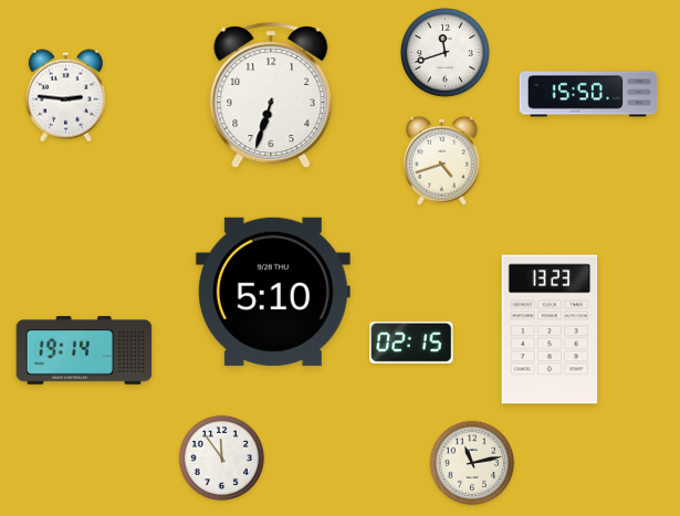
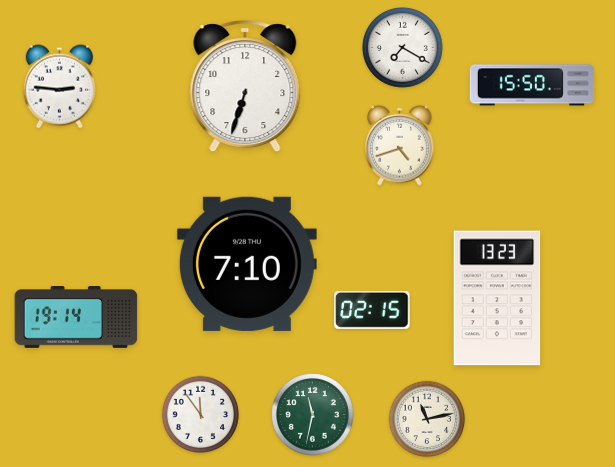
clock at (444, 52): 11:42 -> 7:20
clock at (273, 292): 5:10 -> 7:10
clock at (313, 415): none -> 11:32
